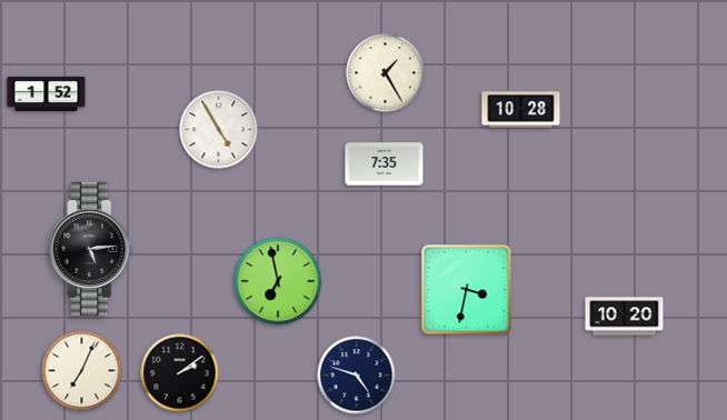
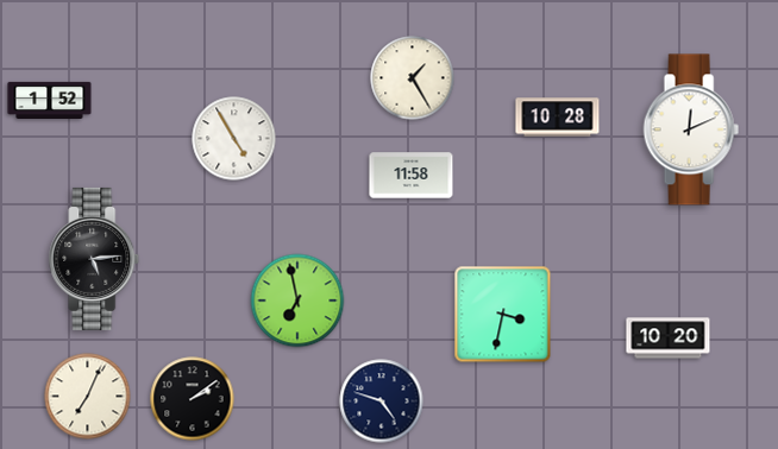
clock at (691, 129): none -> 12:11
clock at (385, 164): 7:35 -> 11:58
clock at (91, 249) position: (91, 249) -> (94, 259)
clock at (467, 290) position: (467, 290) -> (503, 315)
